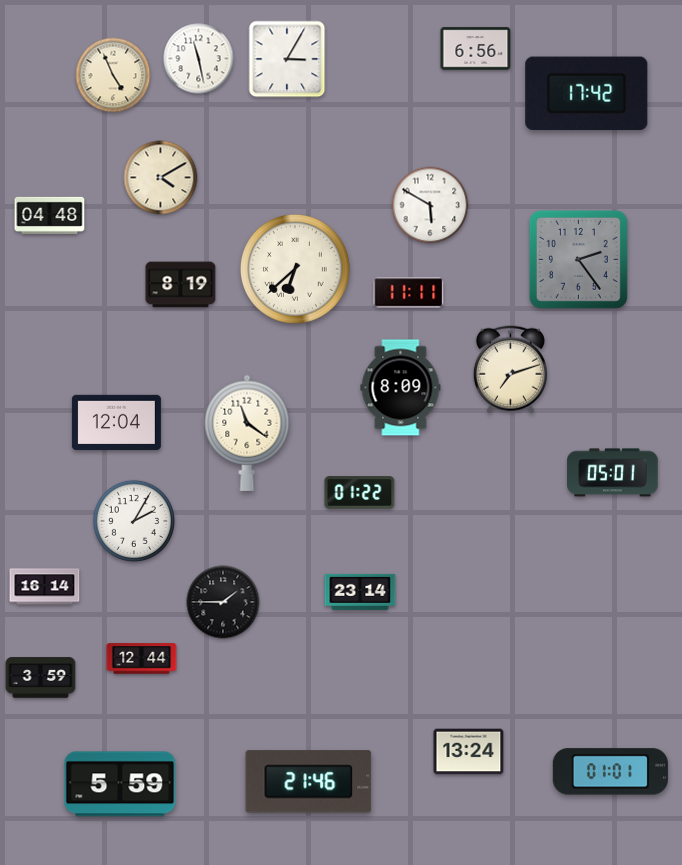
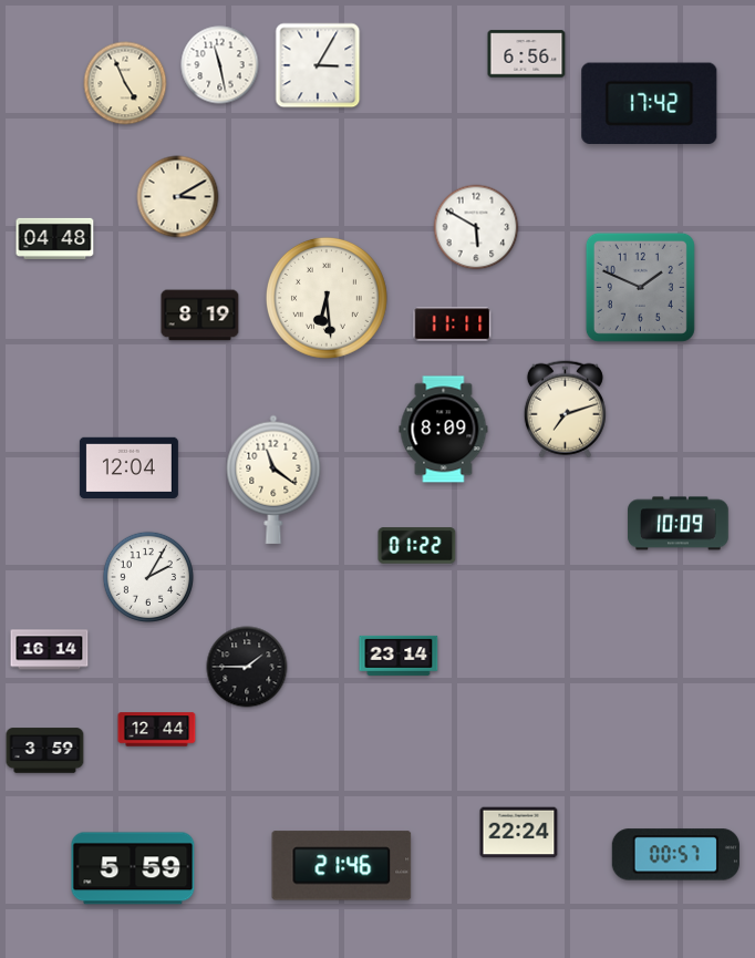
clock at (161, 178): 4:10 -> 3:10
clock at (578, 259): 2:24 -> 1:49
clock at (295, 269): 6:38 -> 6:29
clock at (613, 473): 05:01 -> 10:09
clock at (360, 493) position: (360, 493) -> (417, 546)
clock at (469, 752): 13:24 -> 22:24
clock at (610, 772): 01:01 -> 00:57
